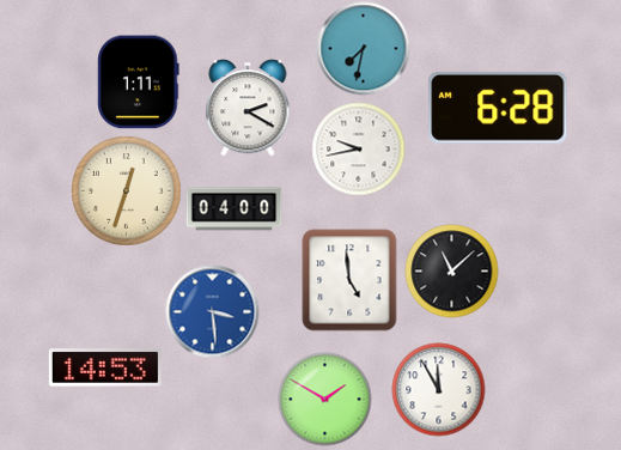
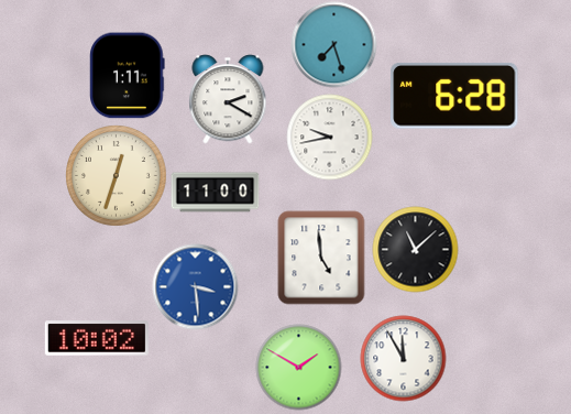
clock at (363, 48): 7:32 -> 7:27
clock at (498, 108) position: (498, 108) -> (454, 96)
clock at (233, 209): 04:00 -> 11:00
clock at (105, 367): 14:53 -> 10:02
